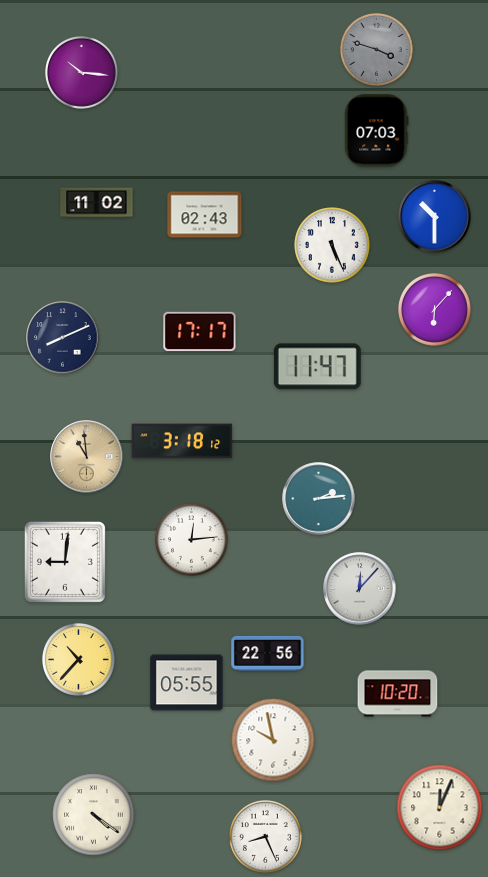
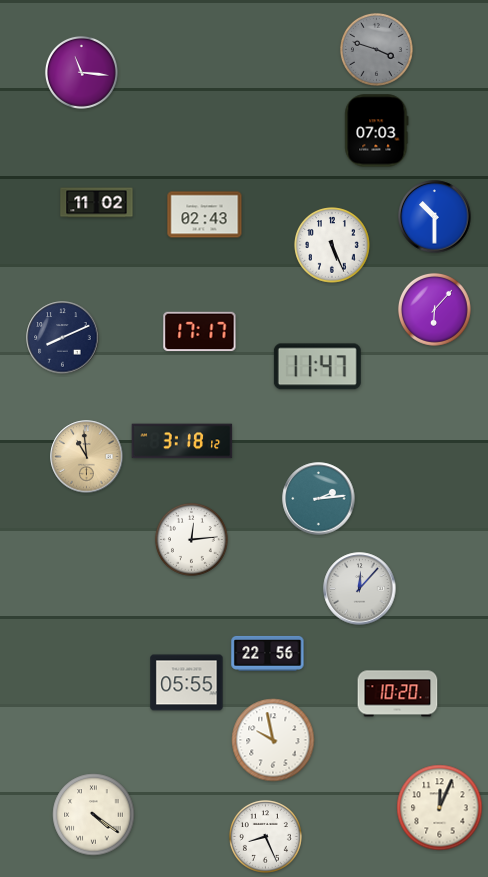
clock at (81, 72): 10:16 -> 11:16
clock at (65, 562): 9:01 -> none
clock at (78, 659): 10:37 -> none
